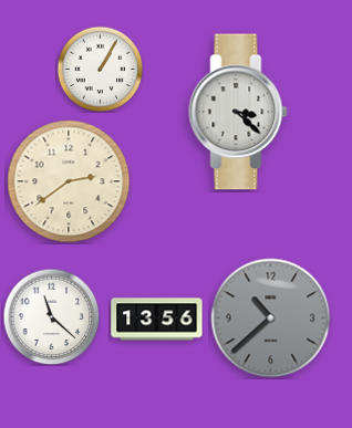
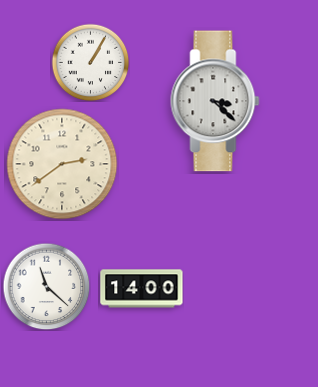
clock at (271, 319): 10:38 -> none
clock at (157, 320): 13:56 -> 14:00
